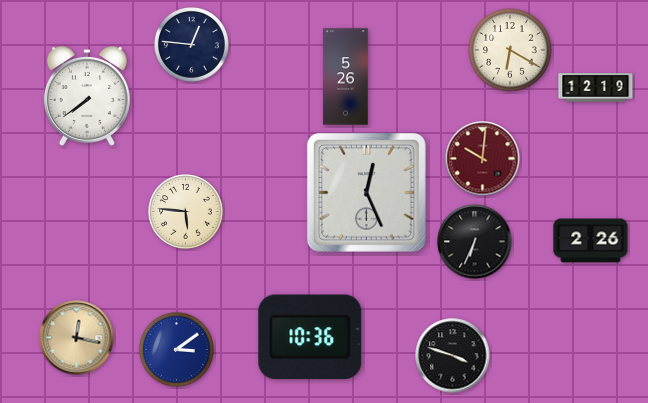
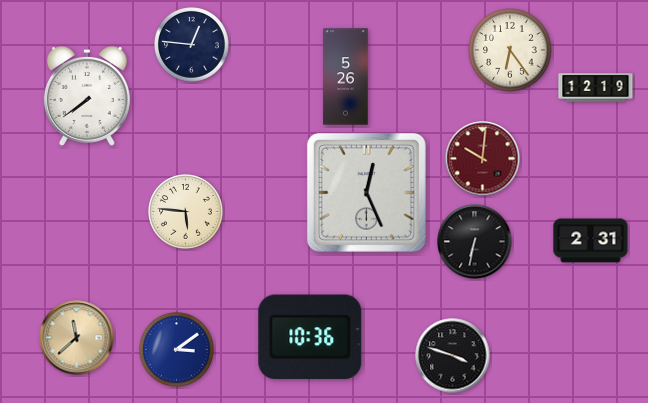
clock at (510, 50): 6:20 -> 6:24
clock at (591, 241): 2:26 -> 2:31
clock at (475, 242): 6:34 -> 6:32
clock at (77, 338): 12:17 -> 11:38
